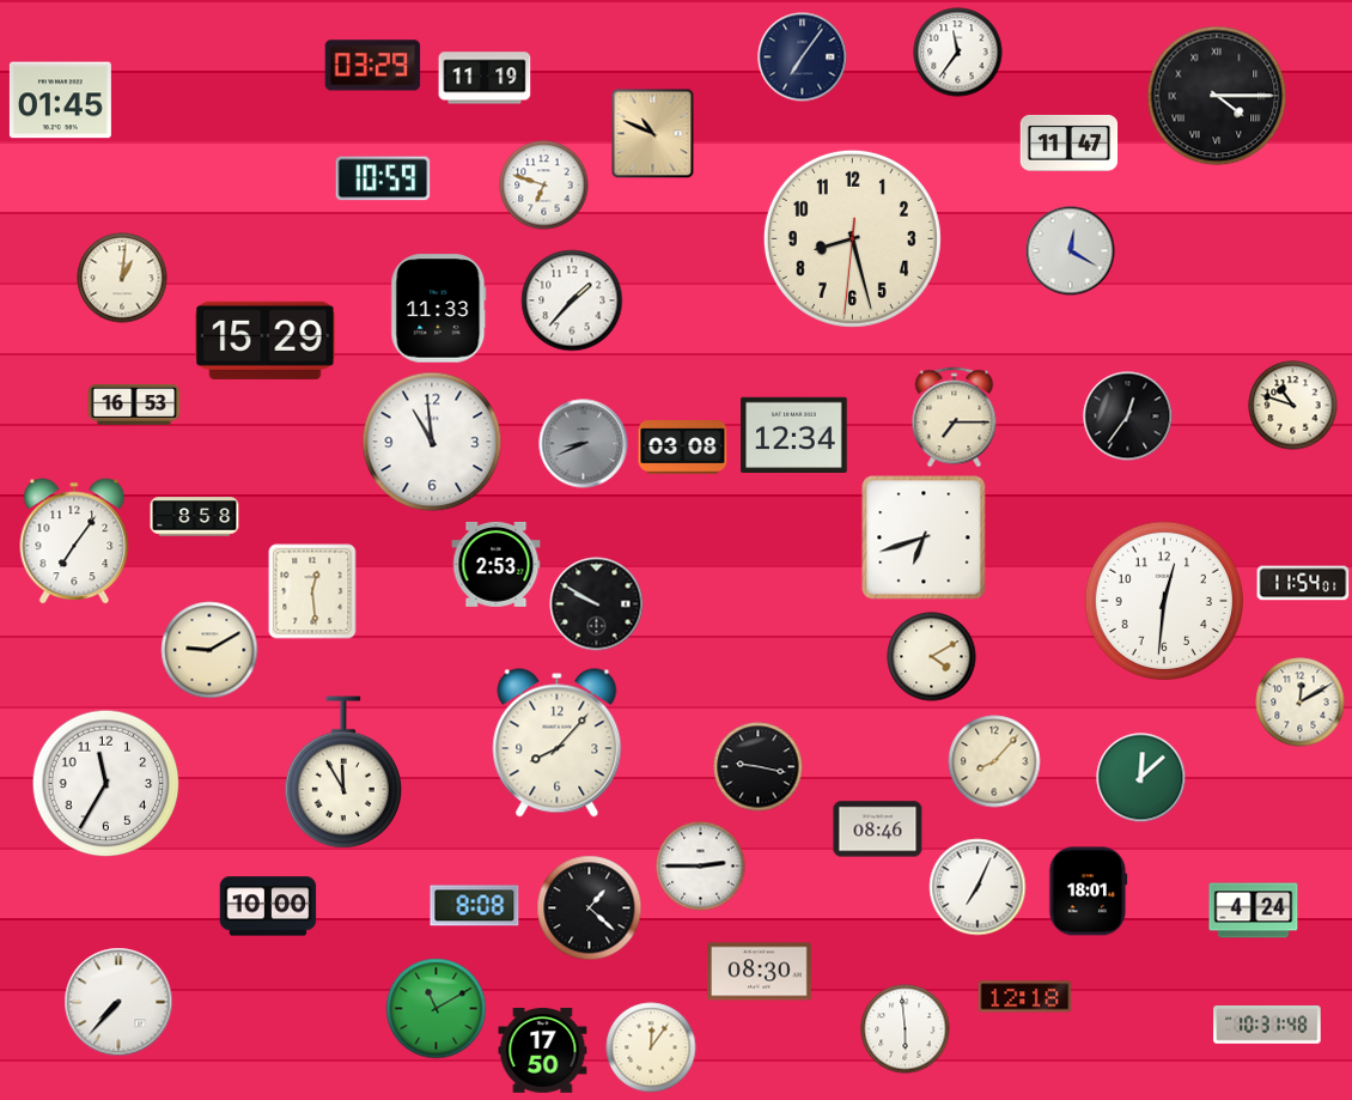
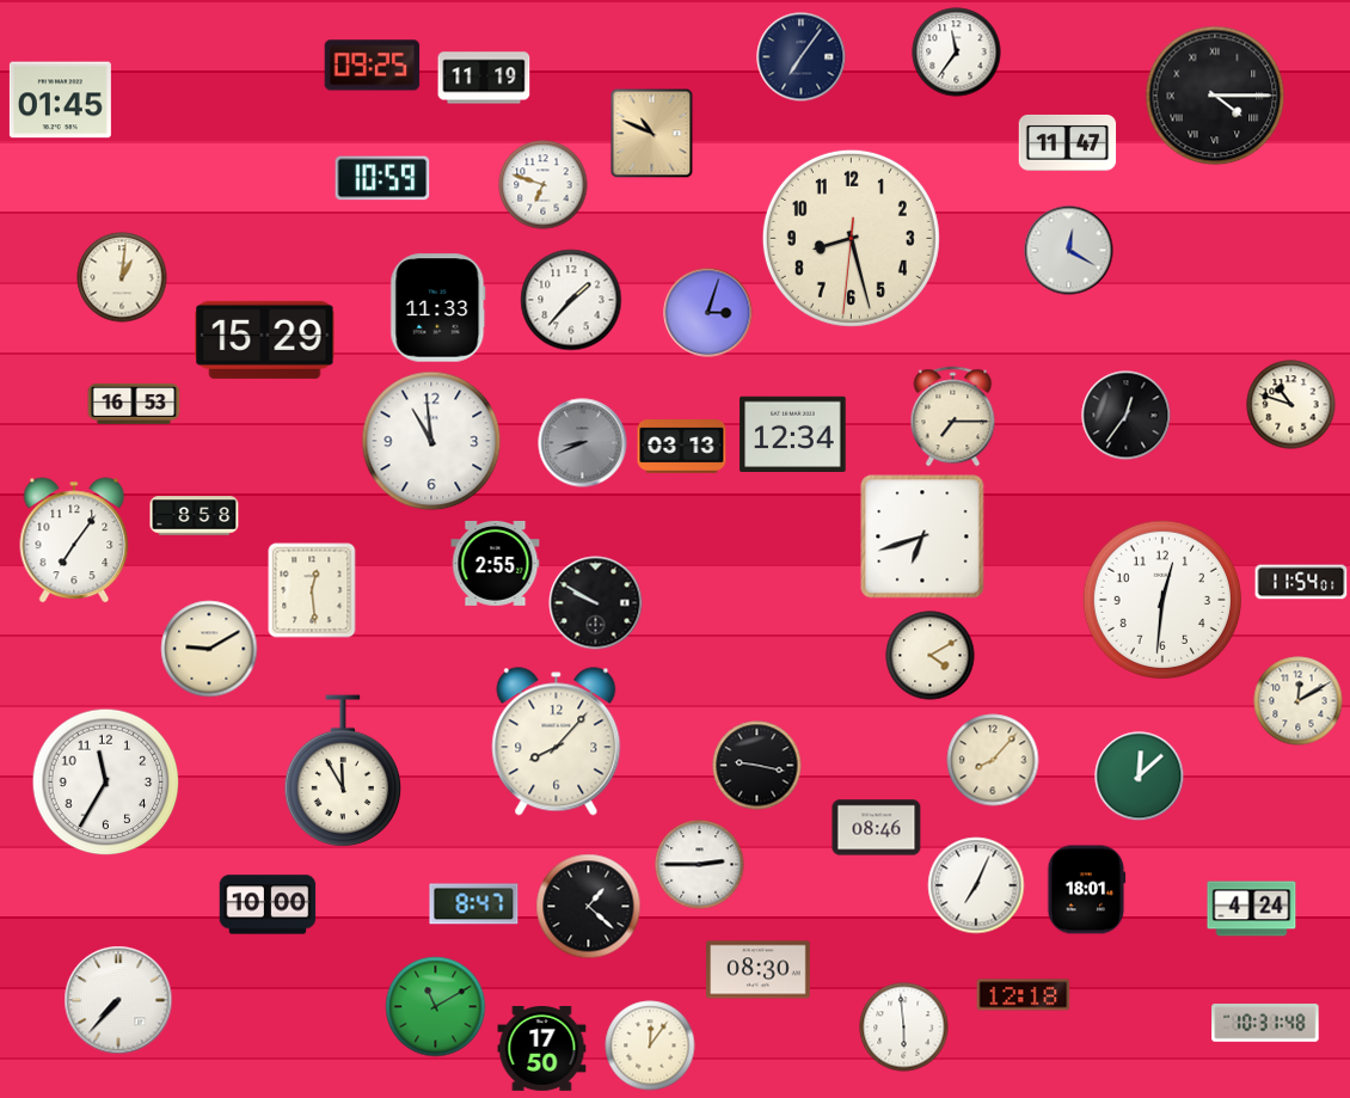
clock at (373, 66): 03:29 -> 09:25
clock at (708, 313): none -> 3:03
clock at (683, 448): 03:08 -> 03:13
clock at (497, 564): 2:53 -> 2:55
clock at (475, 906): 8:08 -> 8:47
